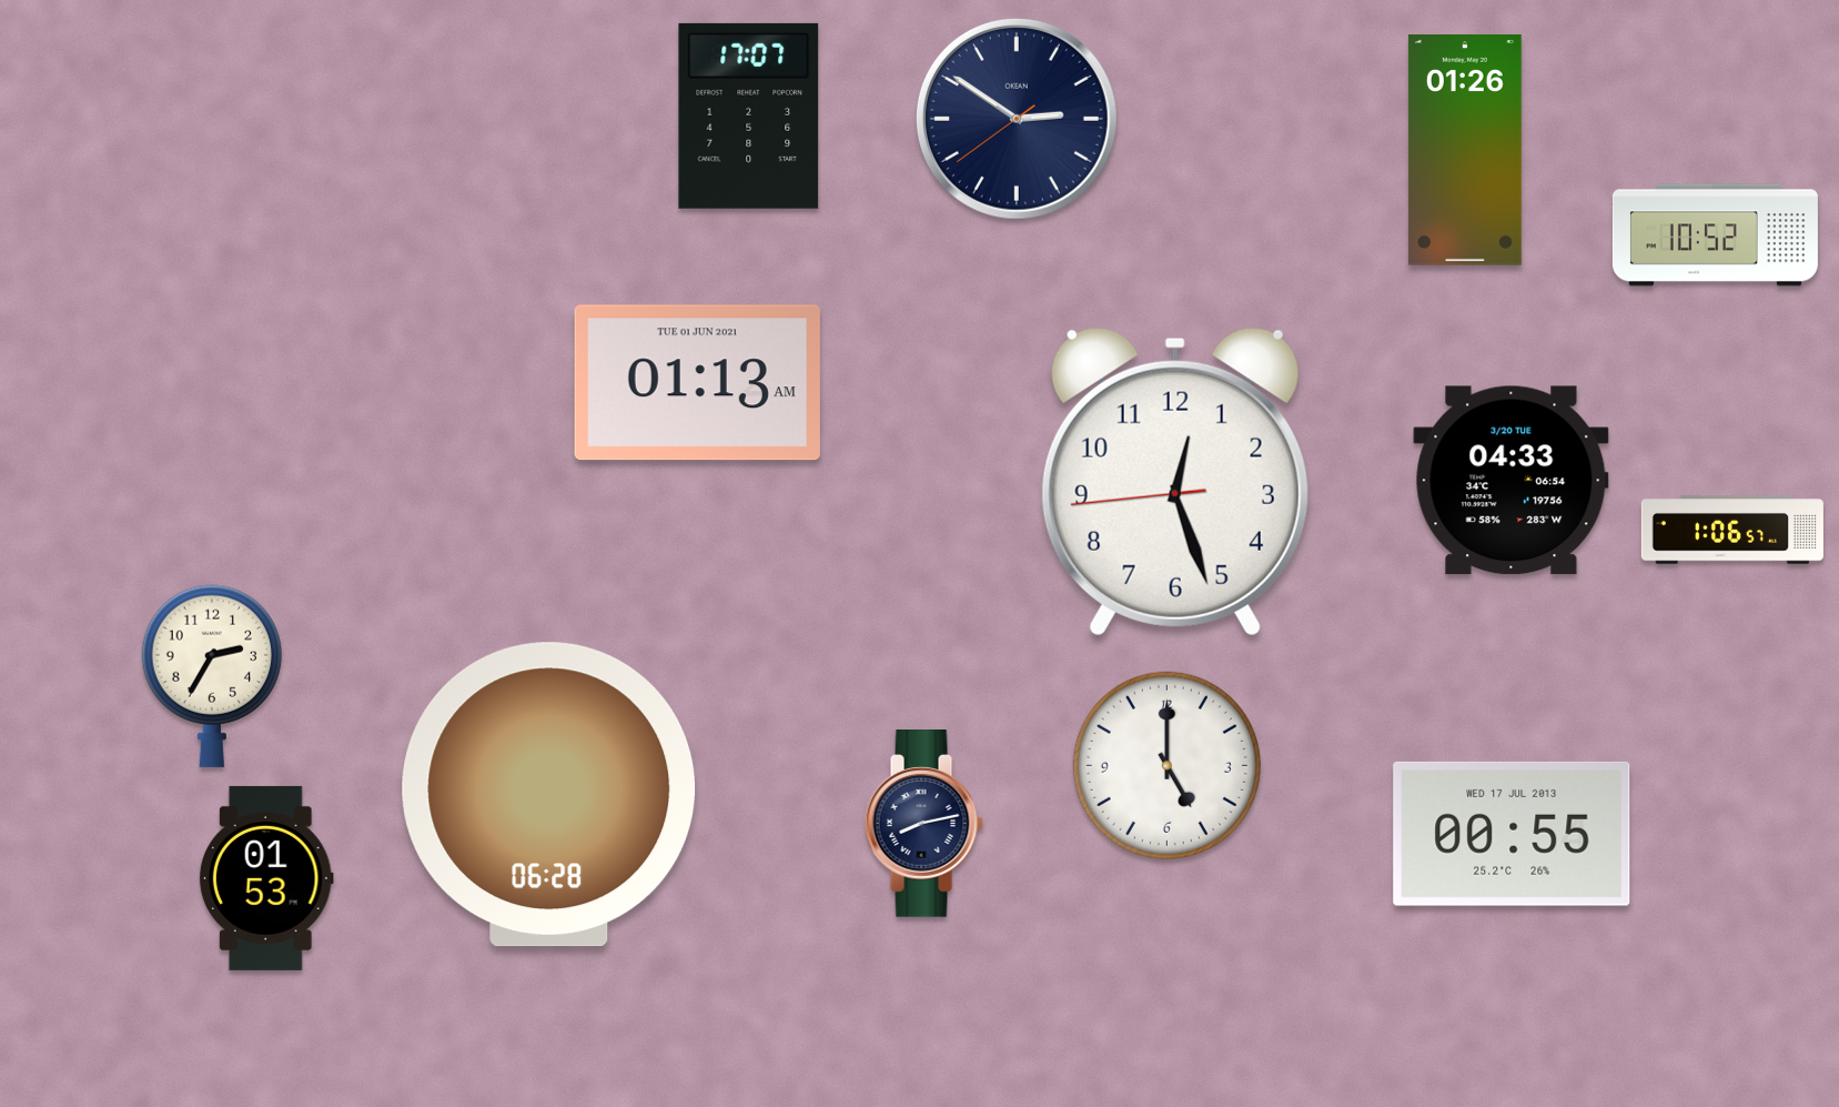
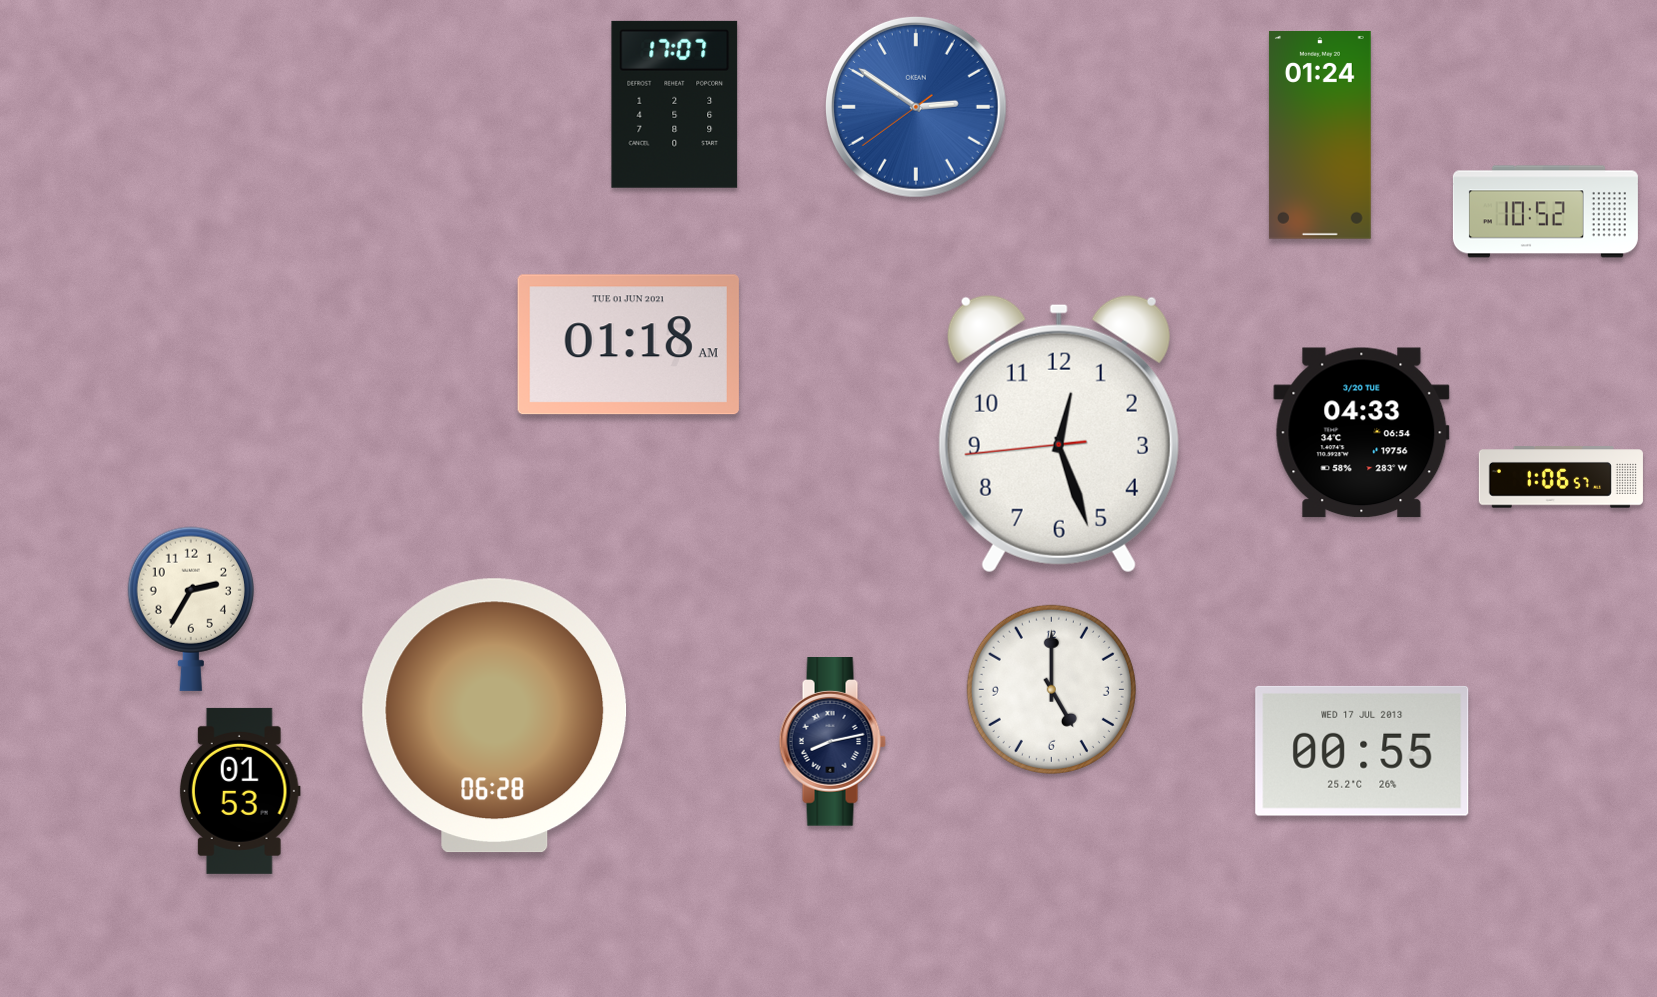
clock at (1017, 119) dial: navy -> blue
clock at (1465, 151): 01:26 -> 01:24
clock at (697, 383): 01:13 -> 01:18
